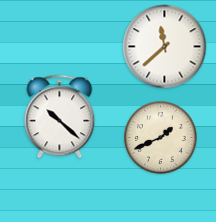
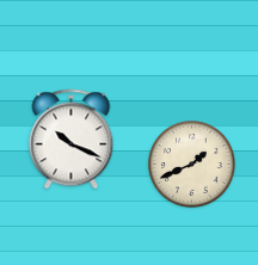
clock at (165, 47): 11:38 -> none
clock at (60, 117): 10:22 -> 10:19
